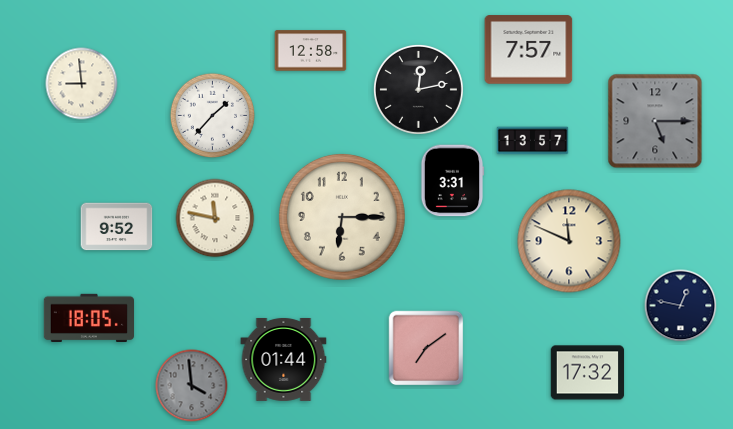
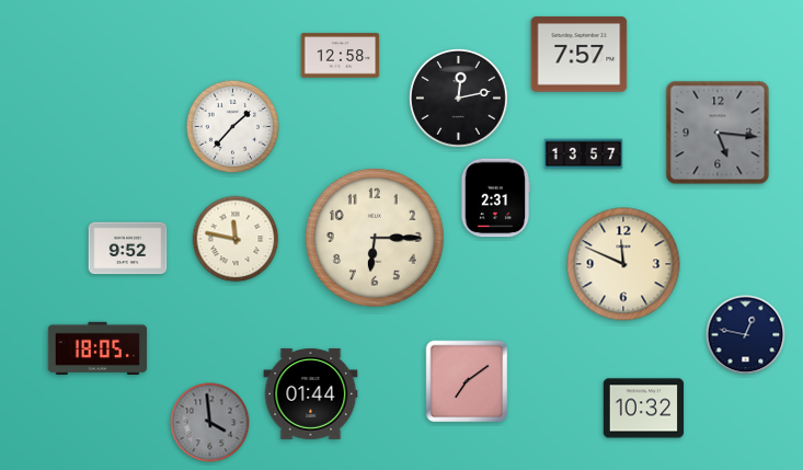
clock at (82, 84): 8:59 -> none
clock at (655, 121): 5:15 -> 5:16
clock at (452, 181): 3:31 -> 2:31
clock at (588, 373): 17:32 -> 10:32
